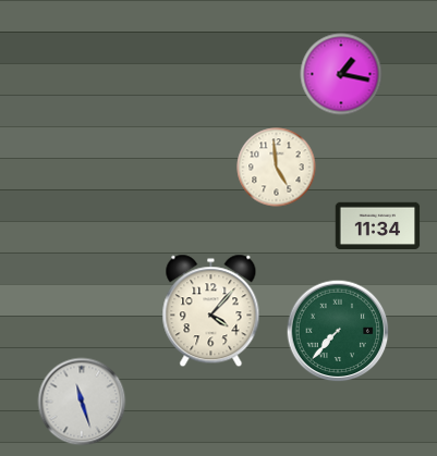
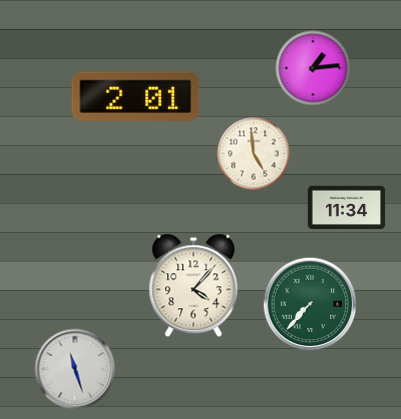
clock at (341, 74): 1:17 -> 1:14
clock at (136, 96): none -> 2:01
